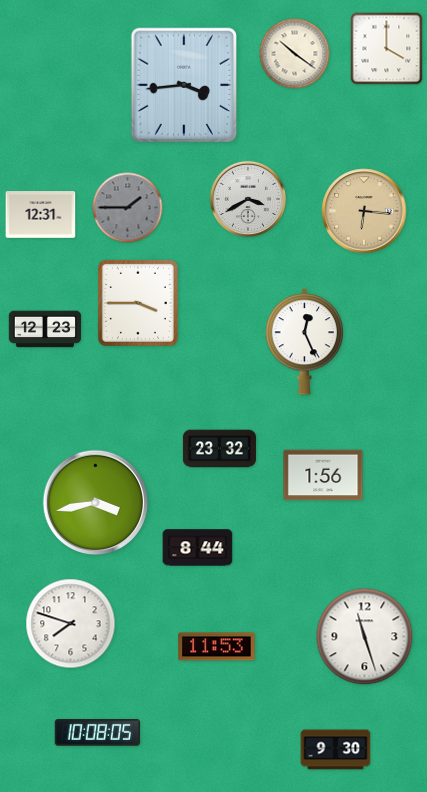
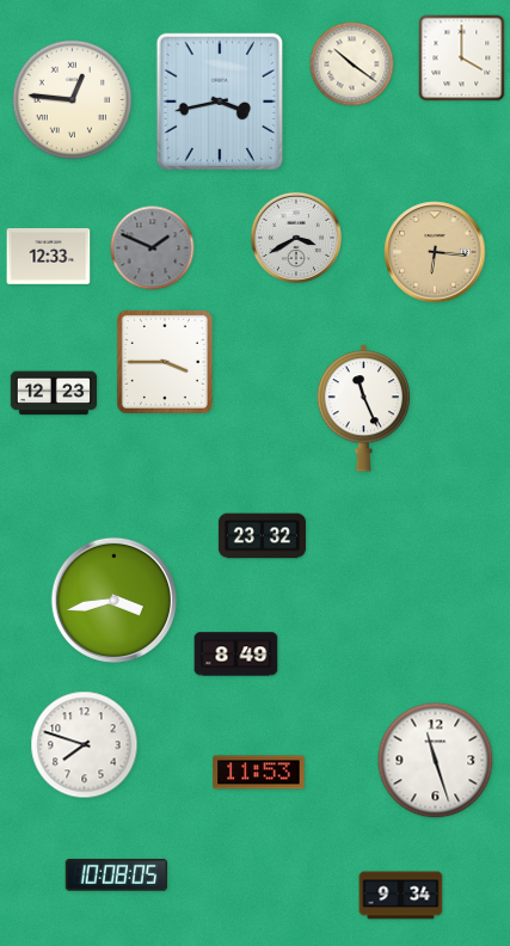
clock at (73, 100): none -> 12:46
clock at (183, 85): 3:44 -> 3:43
clock at (128, 208): 1:45 -> 1:49
clock at (41, 215): 12:31 -> 12:33
clock at (305, 342): 12:26 -> 11:26
clock at (323, 475): 1:56 -> none
clock at (198, 548): 8:44 -> 8:49
clock at (336, 750): 9:30 -> 9:34
